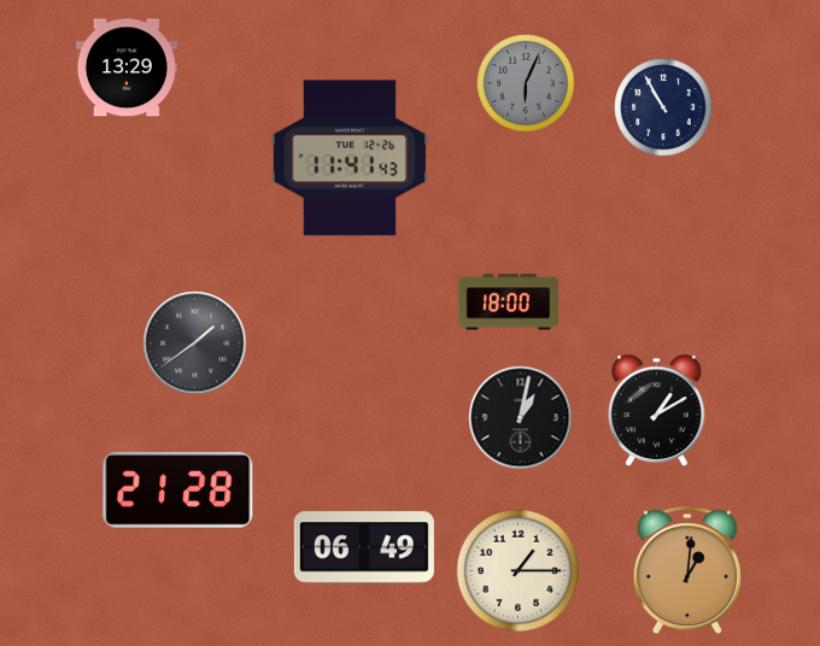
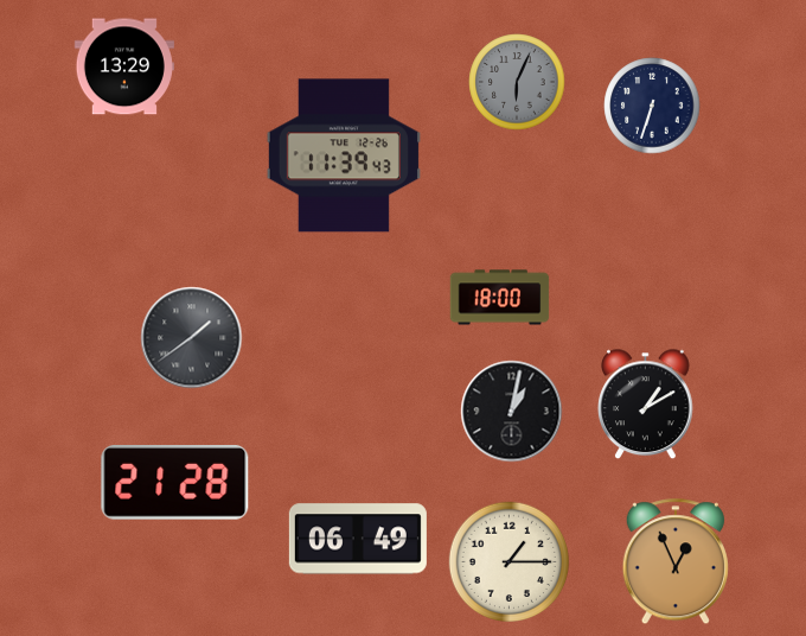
clock at (663, 107): 10:55 -> 6:33
clock at (350, 158): 11:41 -> 11:39
clock at (687, 571): 1:01 -> 12:56
